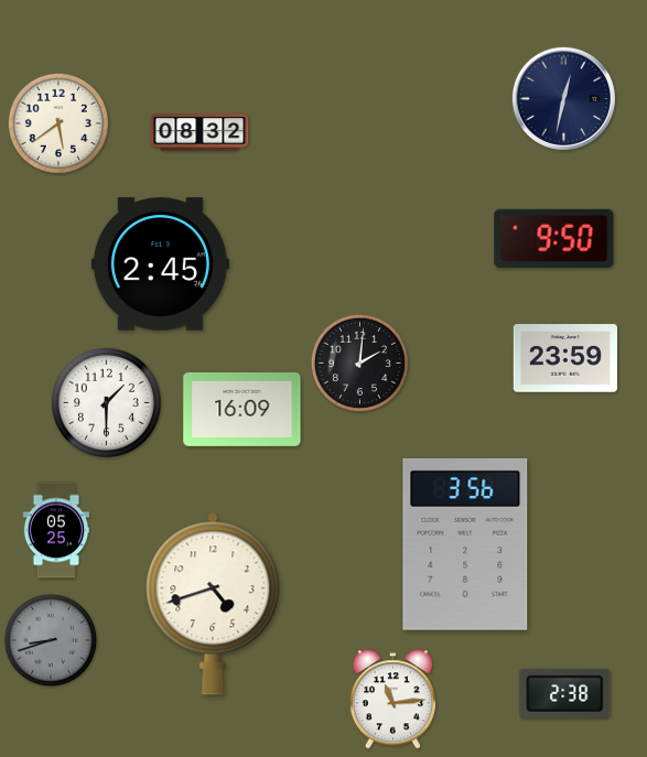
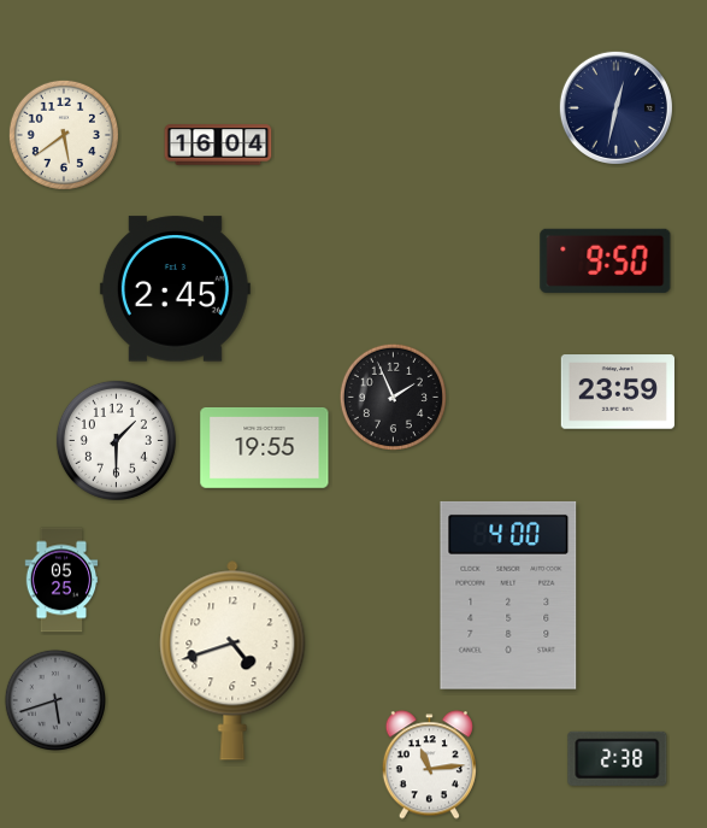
clock at (200, 132): 08:32 -> 16:04
clock at (359, 363): 2:01 -> 1:56
clock at (242, 409): 16:09 -> 19:55
clock at (465, 544): 3:56 -> 4:00
clock at (50, 639): 8:42 -> 5:42
